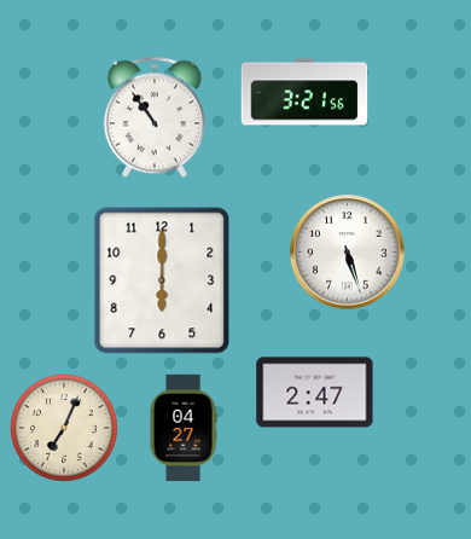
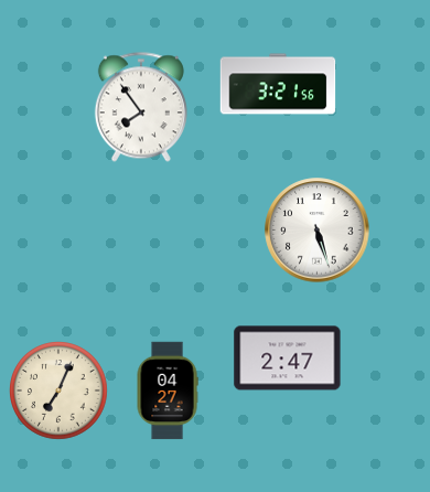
clock at (155, 117): 10:54 -> 7:54
clock at (162, 280): 6:00 -> none
